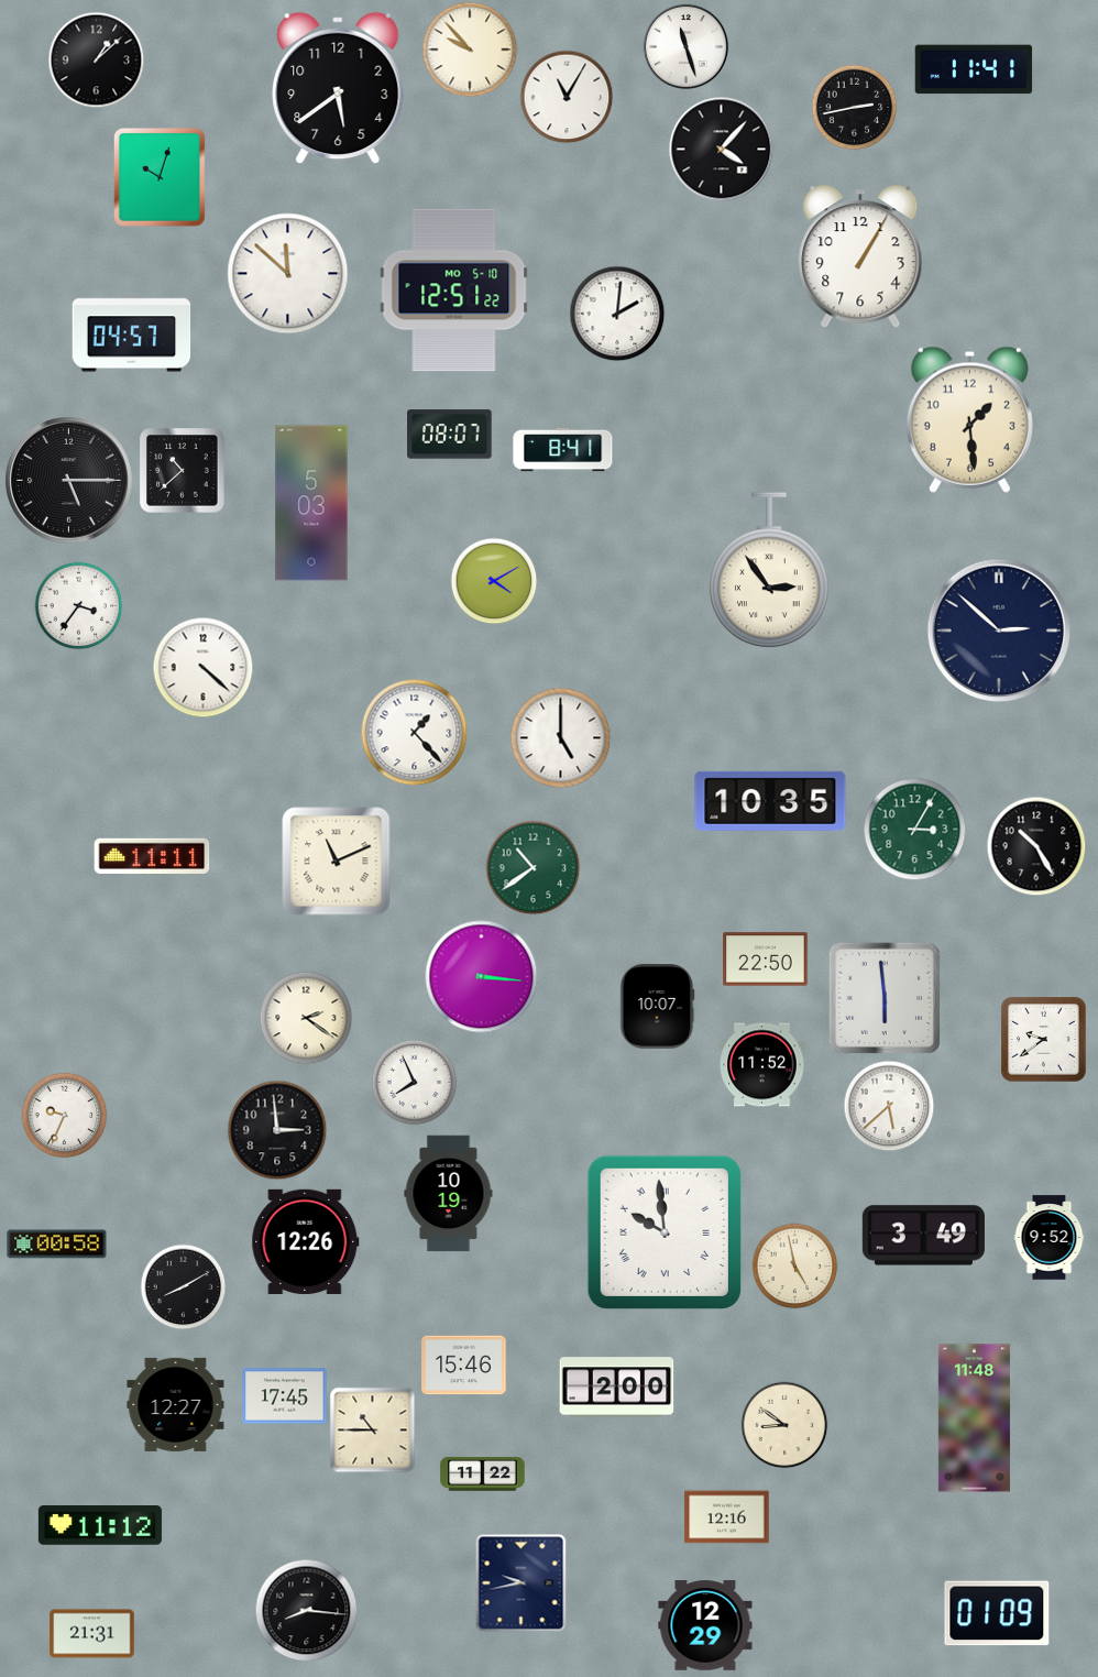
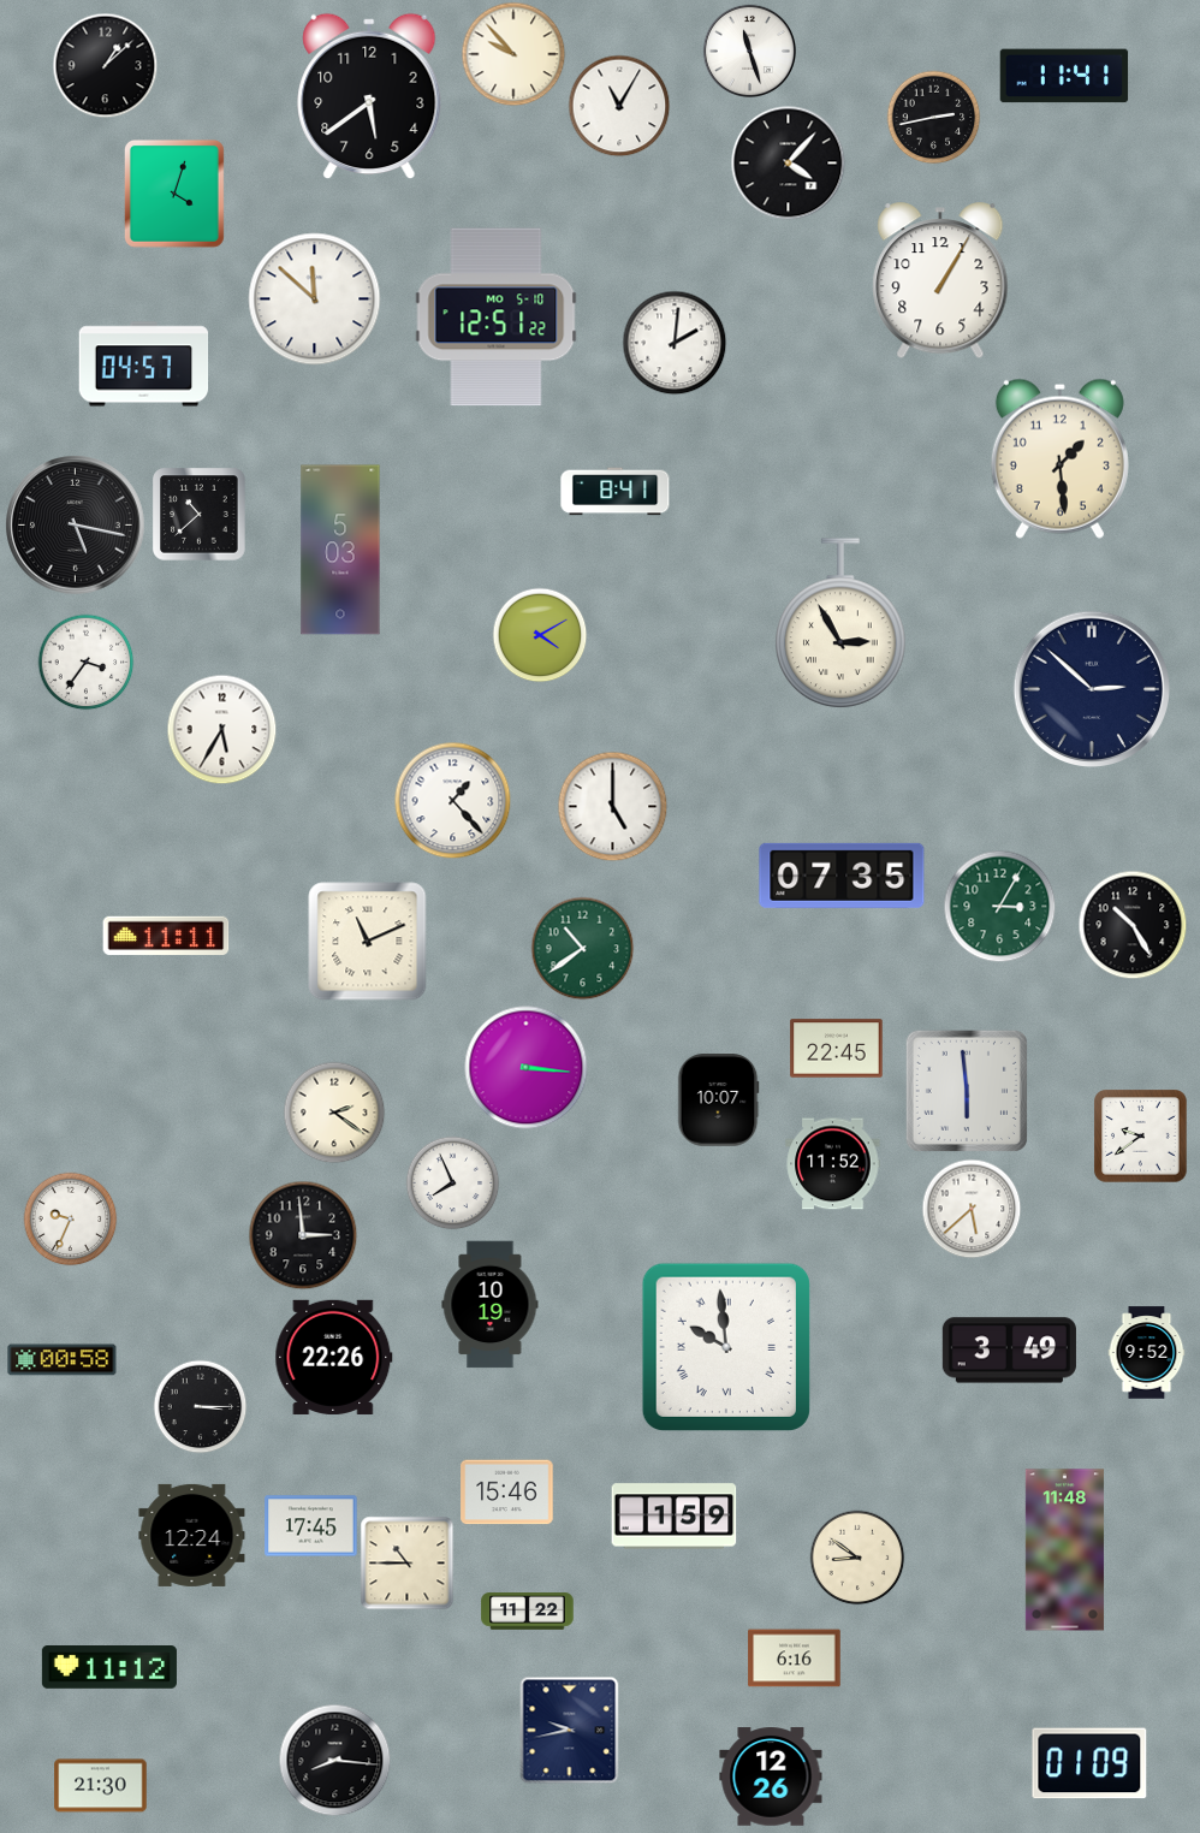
clock at (160, 177): 10:03 -> 4:03
clock at (450, 435): 08:07 -> none
clock at (69, 481): 5:15 -> 5:17
clock at (770, 571): 2:54 -> 2:55
clock at (202, 667): 4:22 -> 5:35
clock at (770, 801): 10:35 -> 07:35
clock at (766, 960): 22:50 -> 22:45
clock at (306, 1241): 12:26 -> 22:26
clock at (794, 1265): 4:58 -> none
clock at (183, 1286): 8:10 -> 3:15
clock at (617, 1388): 2:00 -> 1:59
clock at (176, 1404): 12:27 -> 12:24
clock at (727, 1517): 12:16 -> 6:16
clock at (705, 1625): 12:29 -> 12:26
clock at (92, 1634): 21:31 -> 21:30
